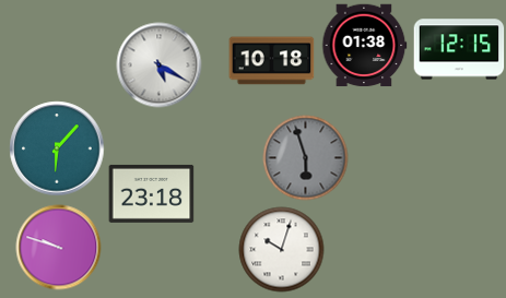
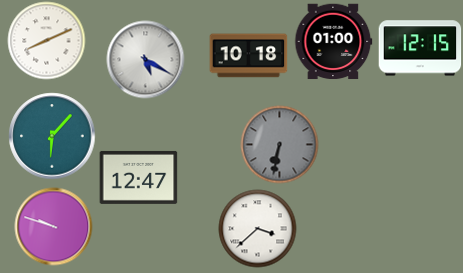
clock at (46, 40): none -> 8:11
clock at (364, 46): 01:38 -> 01:00
clock at (459, 49) position: (459, 49) -> (420, 48)
clock at (305, 157): 5:57 -> 6:32
clock at (151, 193): 23:18 -> 12:47
clock at (281, 249): 10:03 -> 3:38
